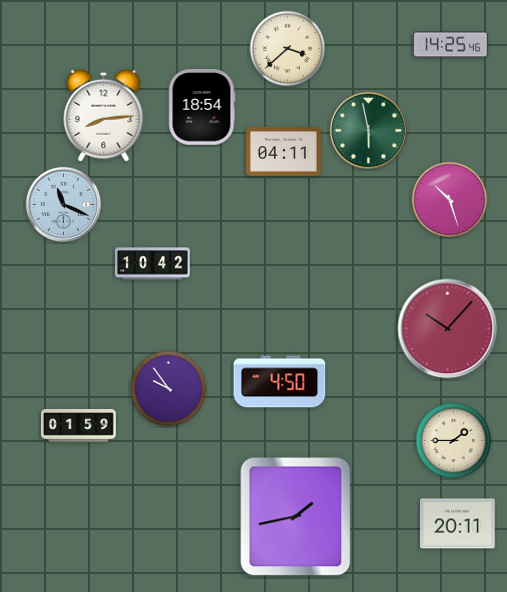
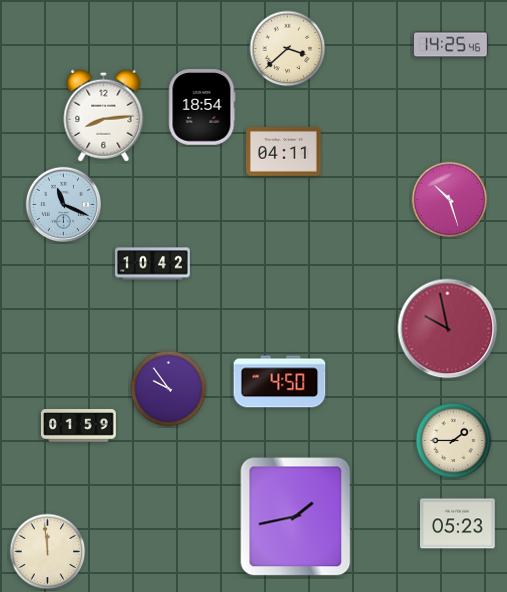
clock at (368, 130): 5:58 -> none
clock at (448, 329): 10:07 -> 9:58
clock at (458, 524): 20:11 -> 05:23
clock at (48, 552): none -> 11:59
